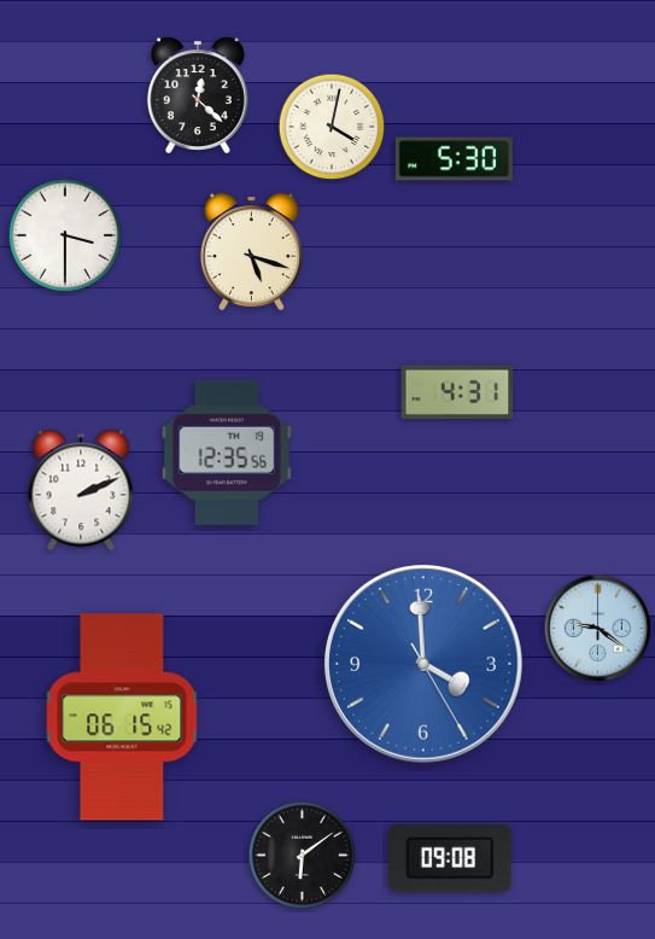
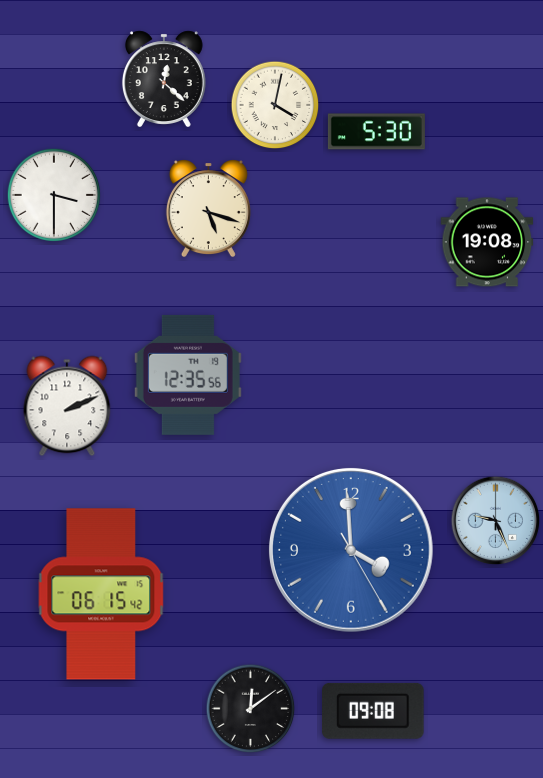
clock at (487, 242): none -> 19:08
clock at (457, 392): 4:31 -> none
clock at (598, 629): 9:21 -> 9:26
clock at (303, 856): 6:09 -> 12:09
